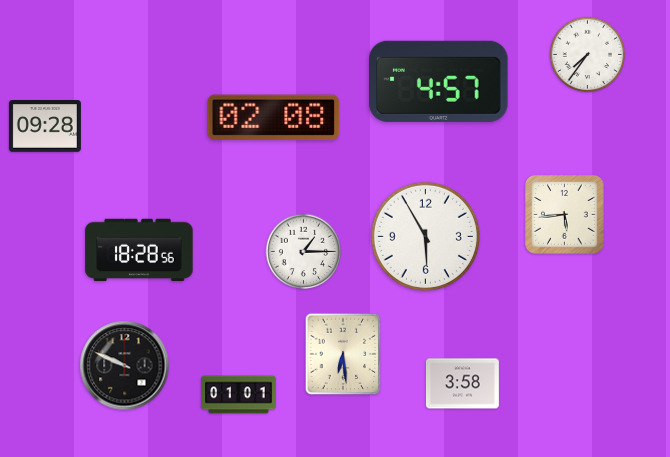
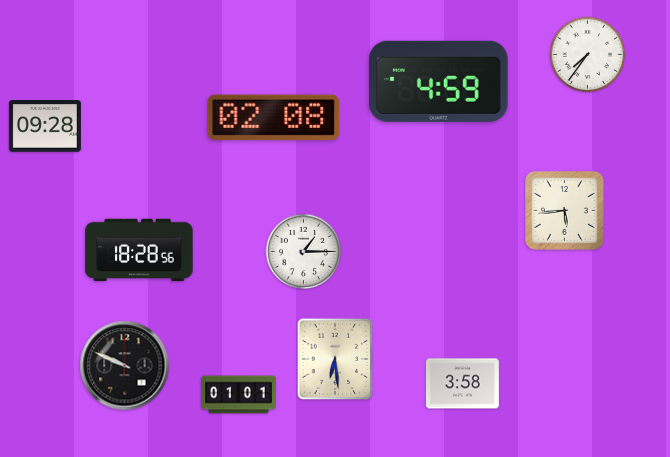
clock at (439, 81): 4:57 -> 4:59
clock at (565, 215) position: (565, 215) -> (565, 211)
clock at (425, 236): 5:55 -> none
clock at (343, 354) position: (343, 354) -> (335, 359)
